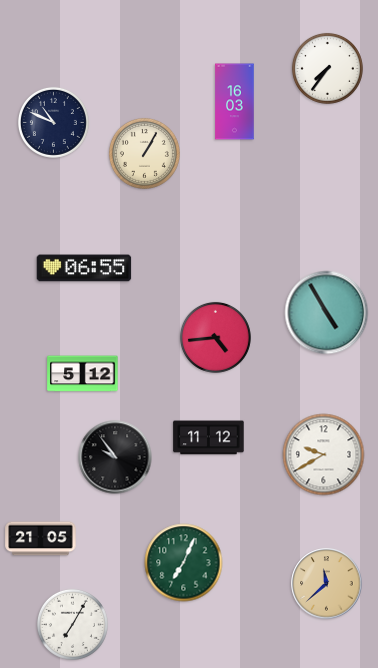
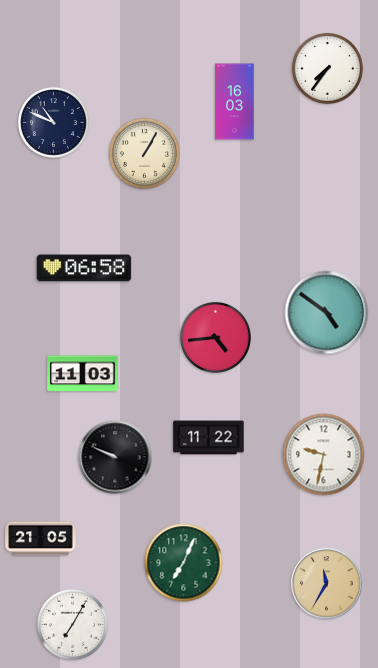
clock at (84, 268): 06:55 -> 06:58
clock at (327, 313): 4:55 -> 4:51
clock at (83, 374): 5:12 -> 11:03
clock at (209, 438): 11:12 -> 11:22
clock at (324, 455): 9:40 -> 9:32
clock at (115, 457): 9:54 -> 9:49
clock at (327, 584): 11:38 -> 11:35
